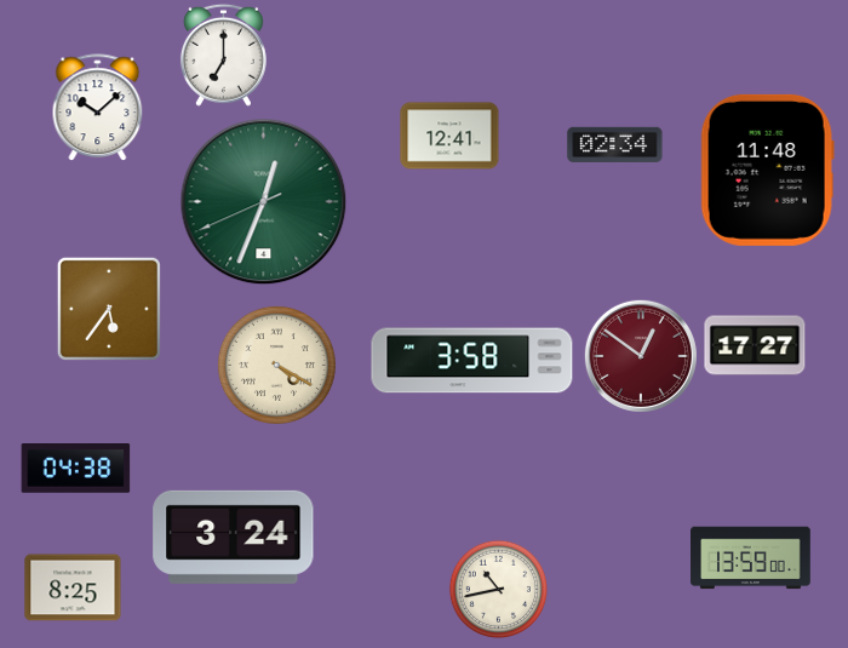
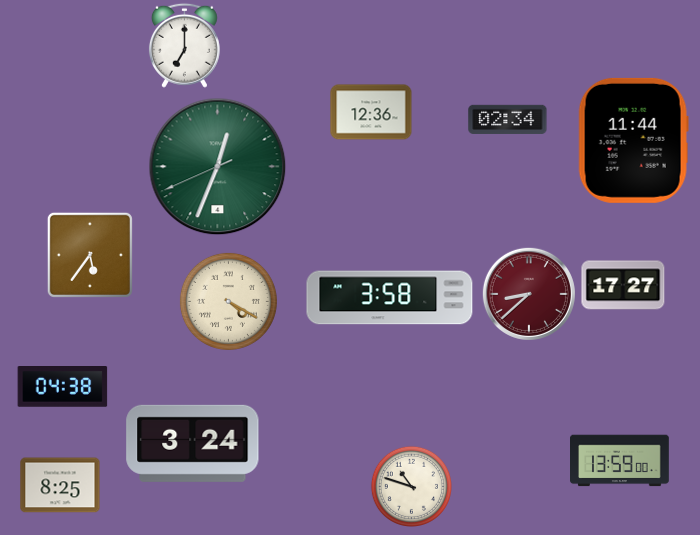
clock at (98, 108): 10:08 -> none
clock at (449, 136): 12:41 -> 12:36
clock at (767, 170): 11:48 -> 11:44
clock at (641, 356): 12:51 -> 8:38
clock at (498, 589): 10:43 -> 10:48
